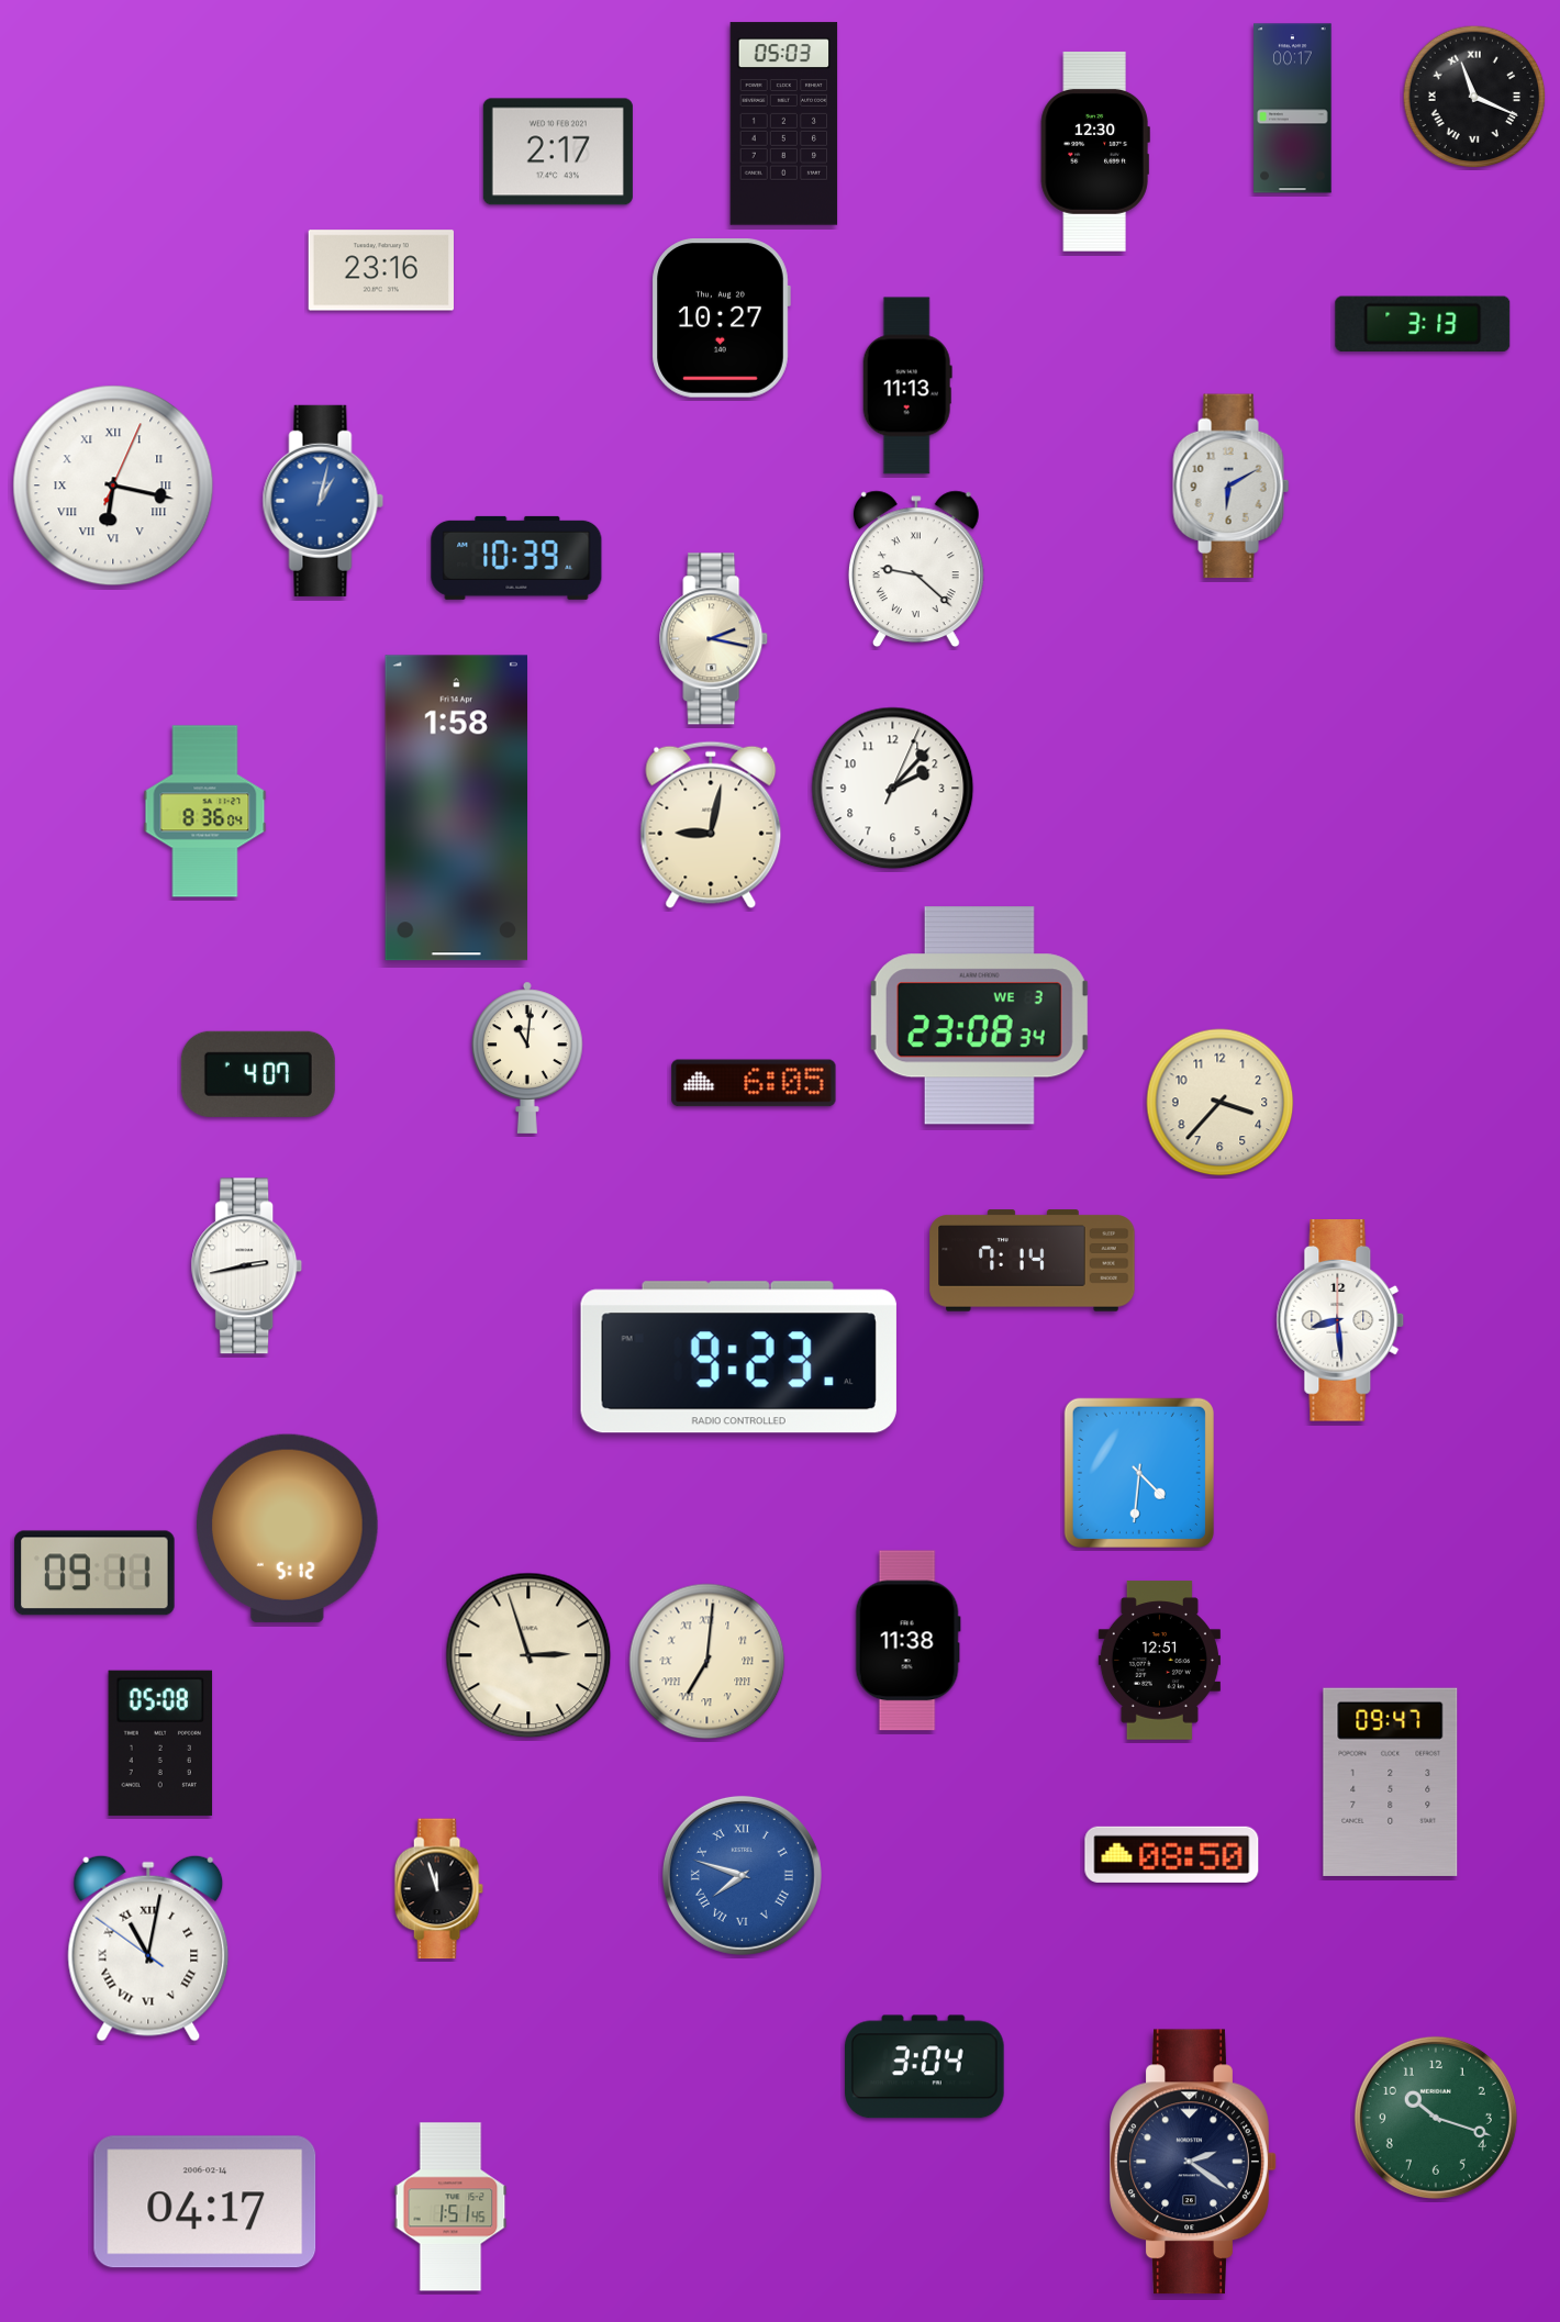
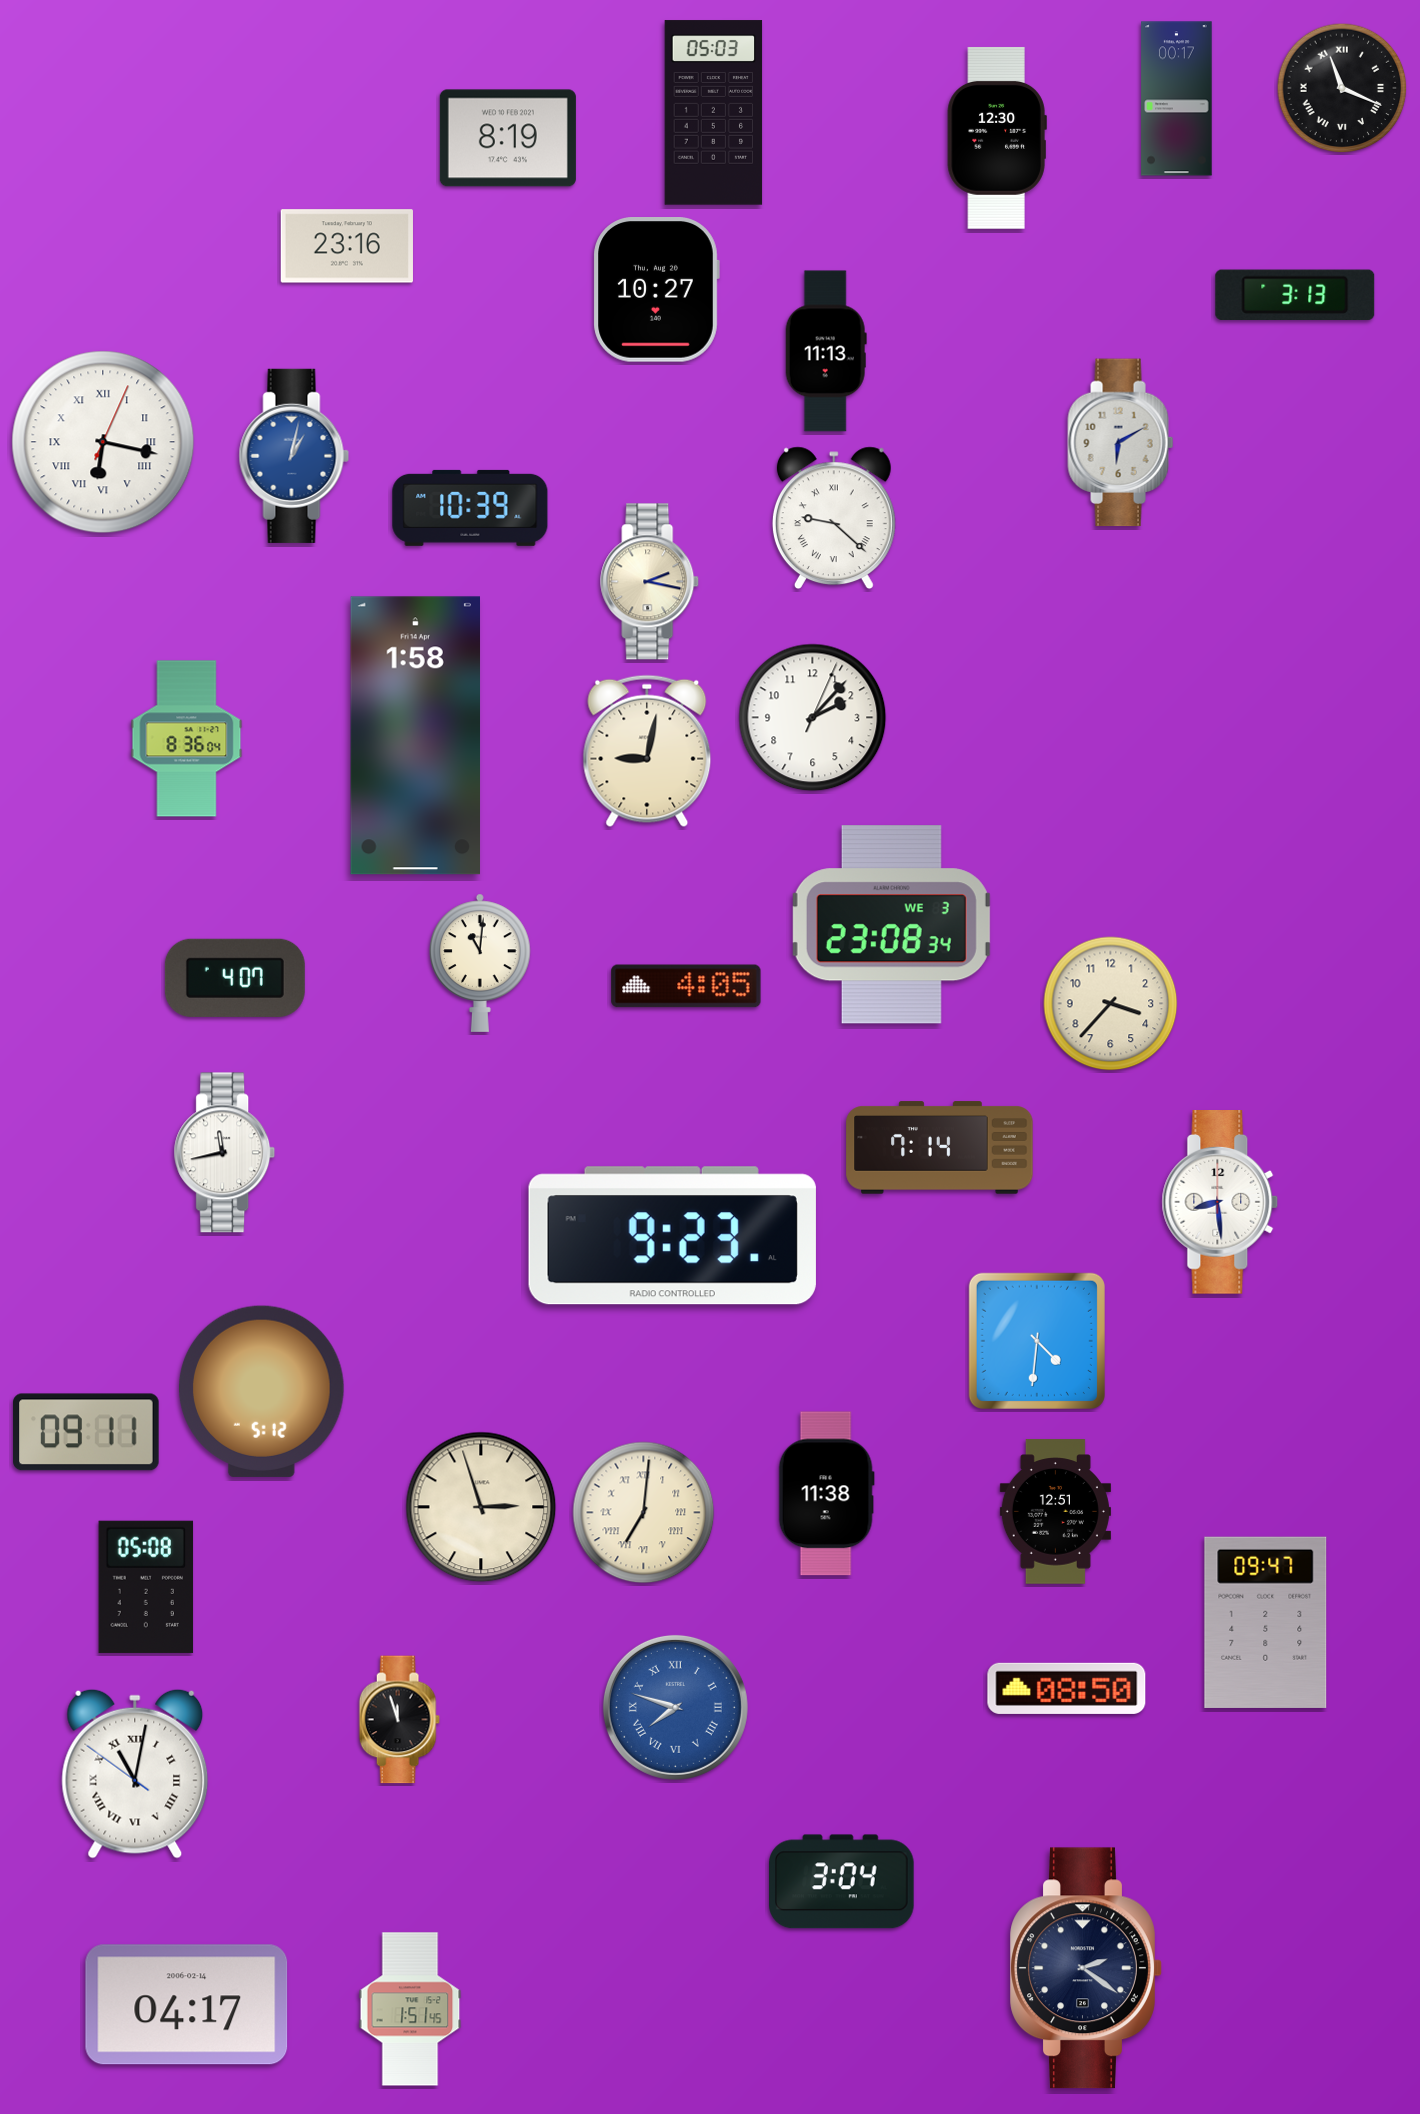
clock at (558, 152): 2:17 -> 8:19
clock at (754, 1083): 6:05 -> 4:05
clock at (247, 1266): 2:43 -> 11:43
clock at (1436, 2118): 10:18 -> none
